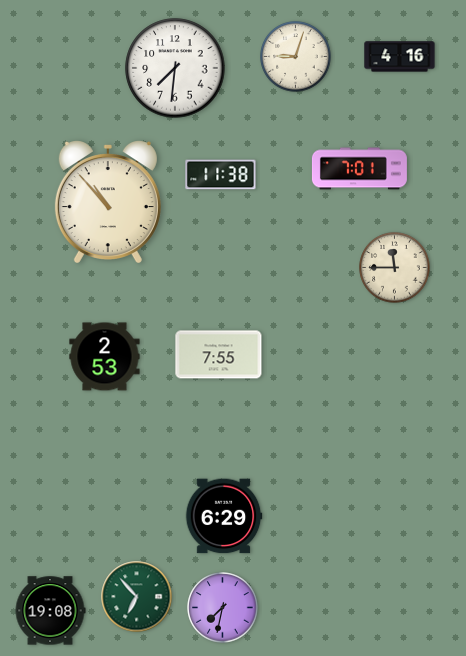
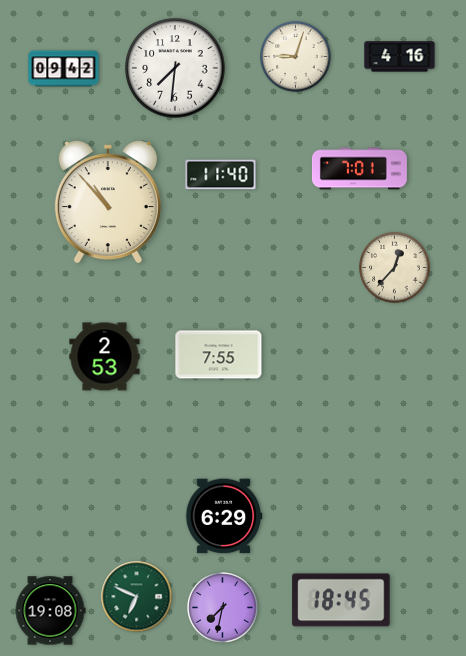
clock at (64, 69): none -> 09:42
clock at (221, 175): 11:38 -> 11:40
clock at (395, 268): 11:45 -> 12:37
clock at (137, 597): 6:53 -> 6:49
clock at (341, 600): none -> 18:45
